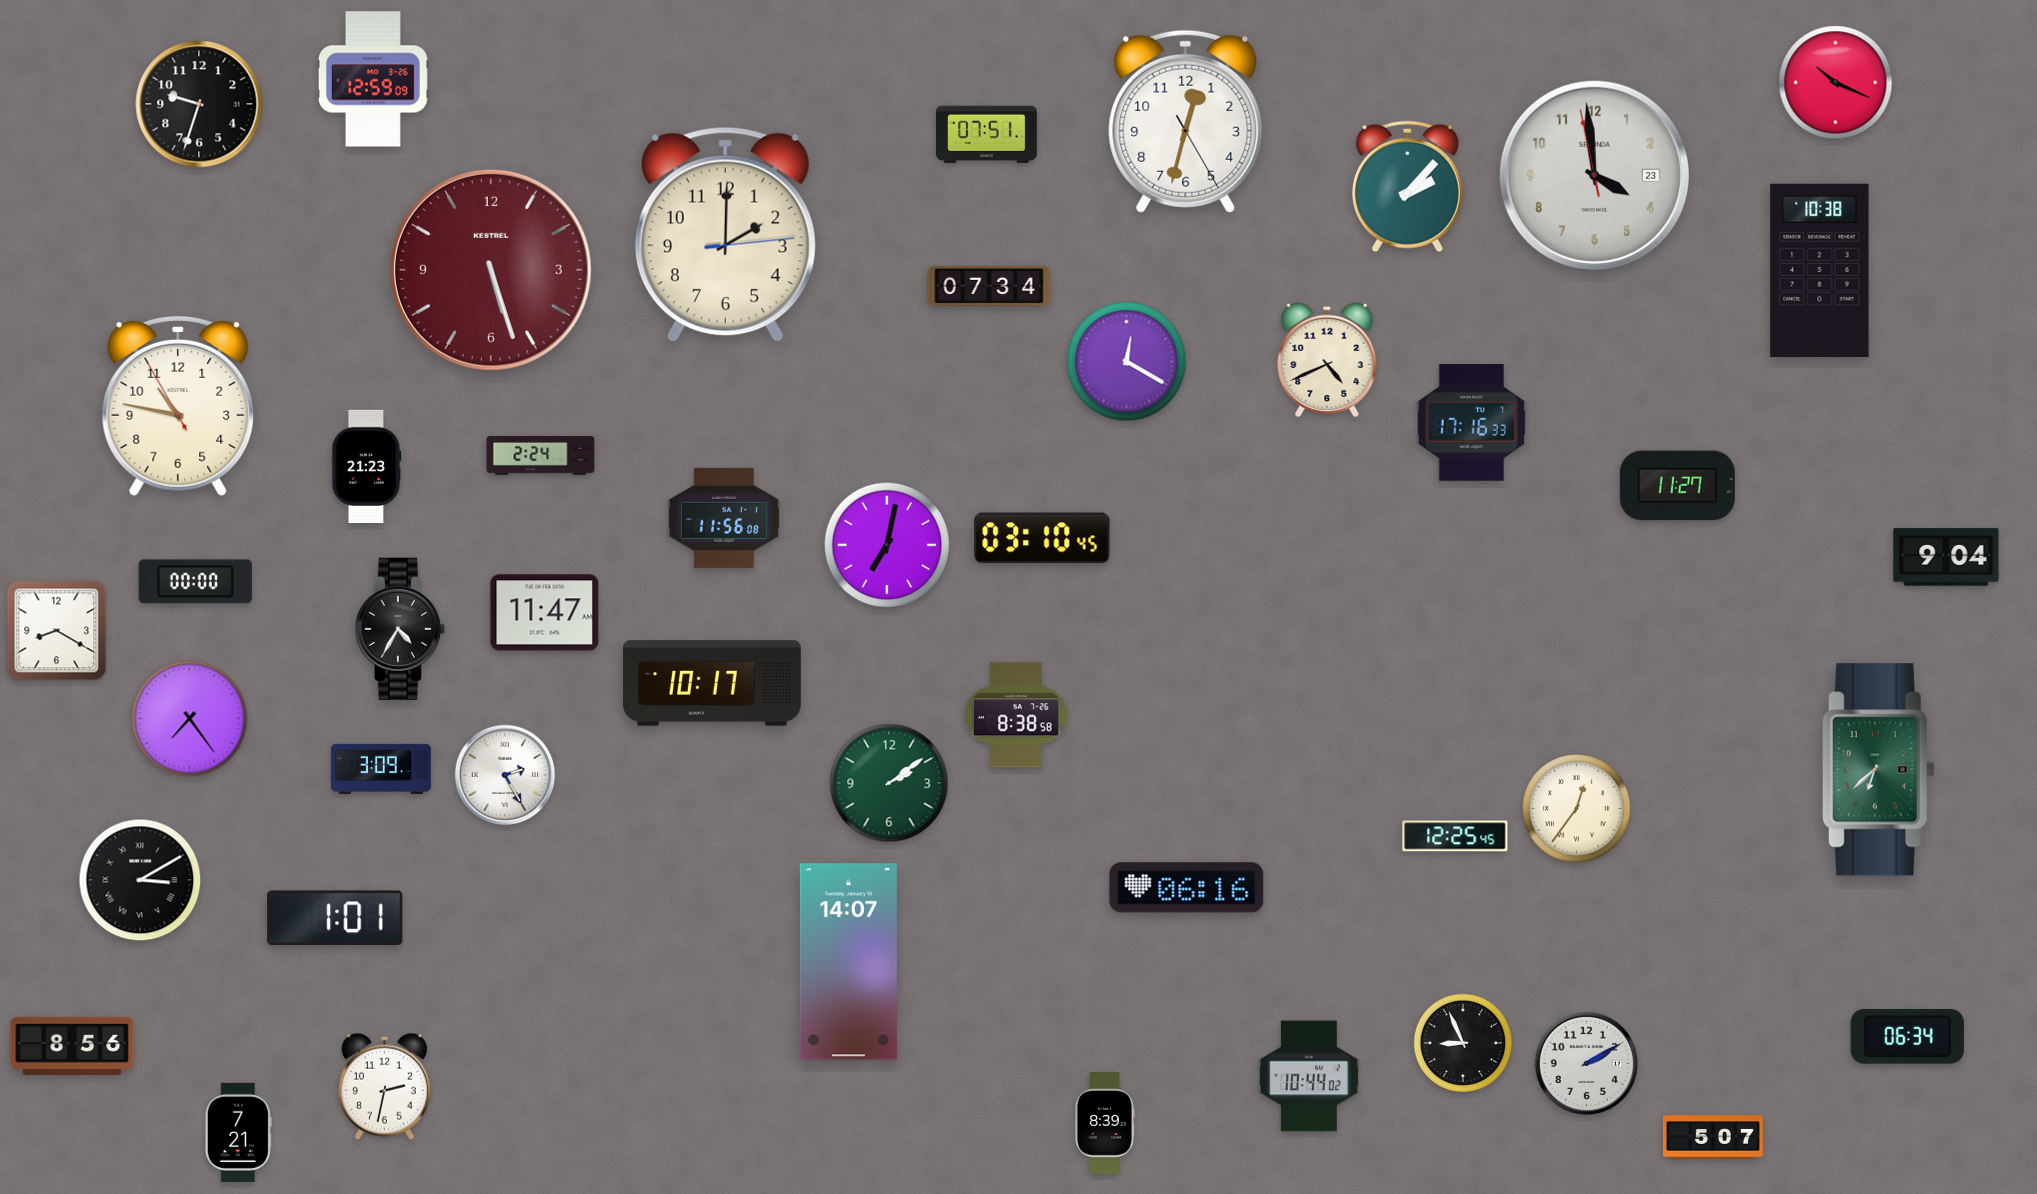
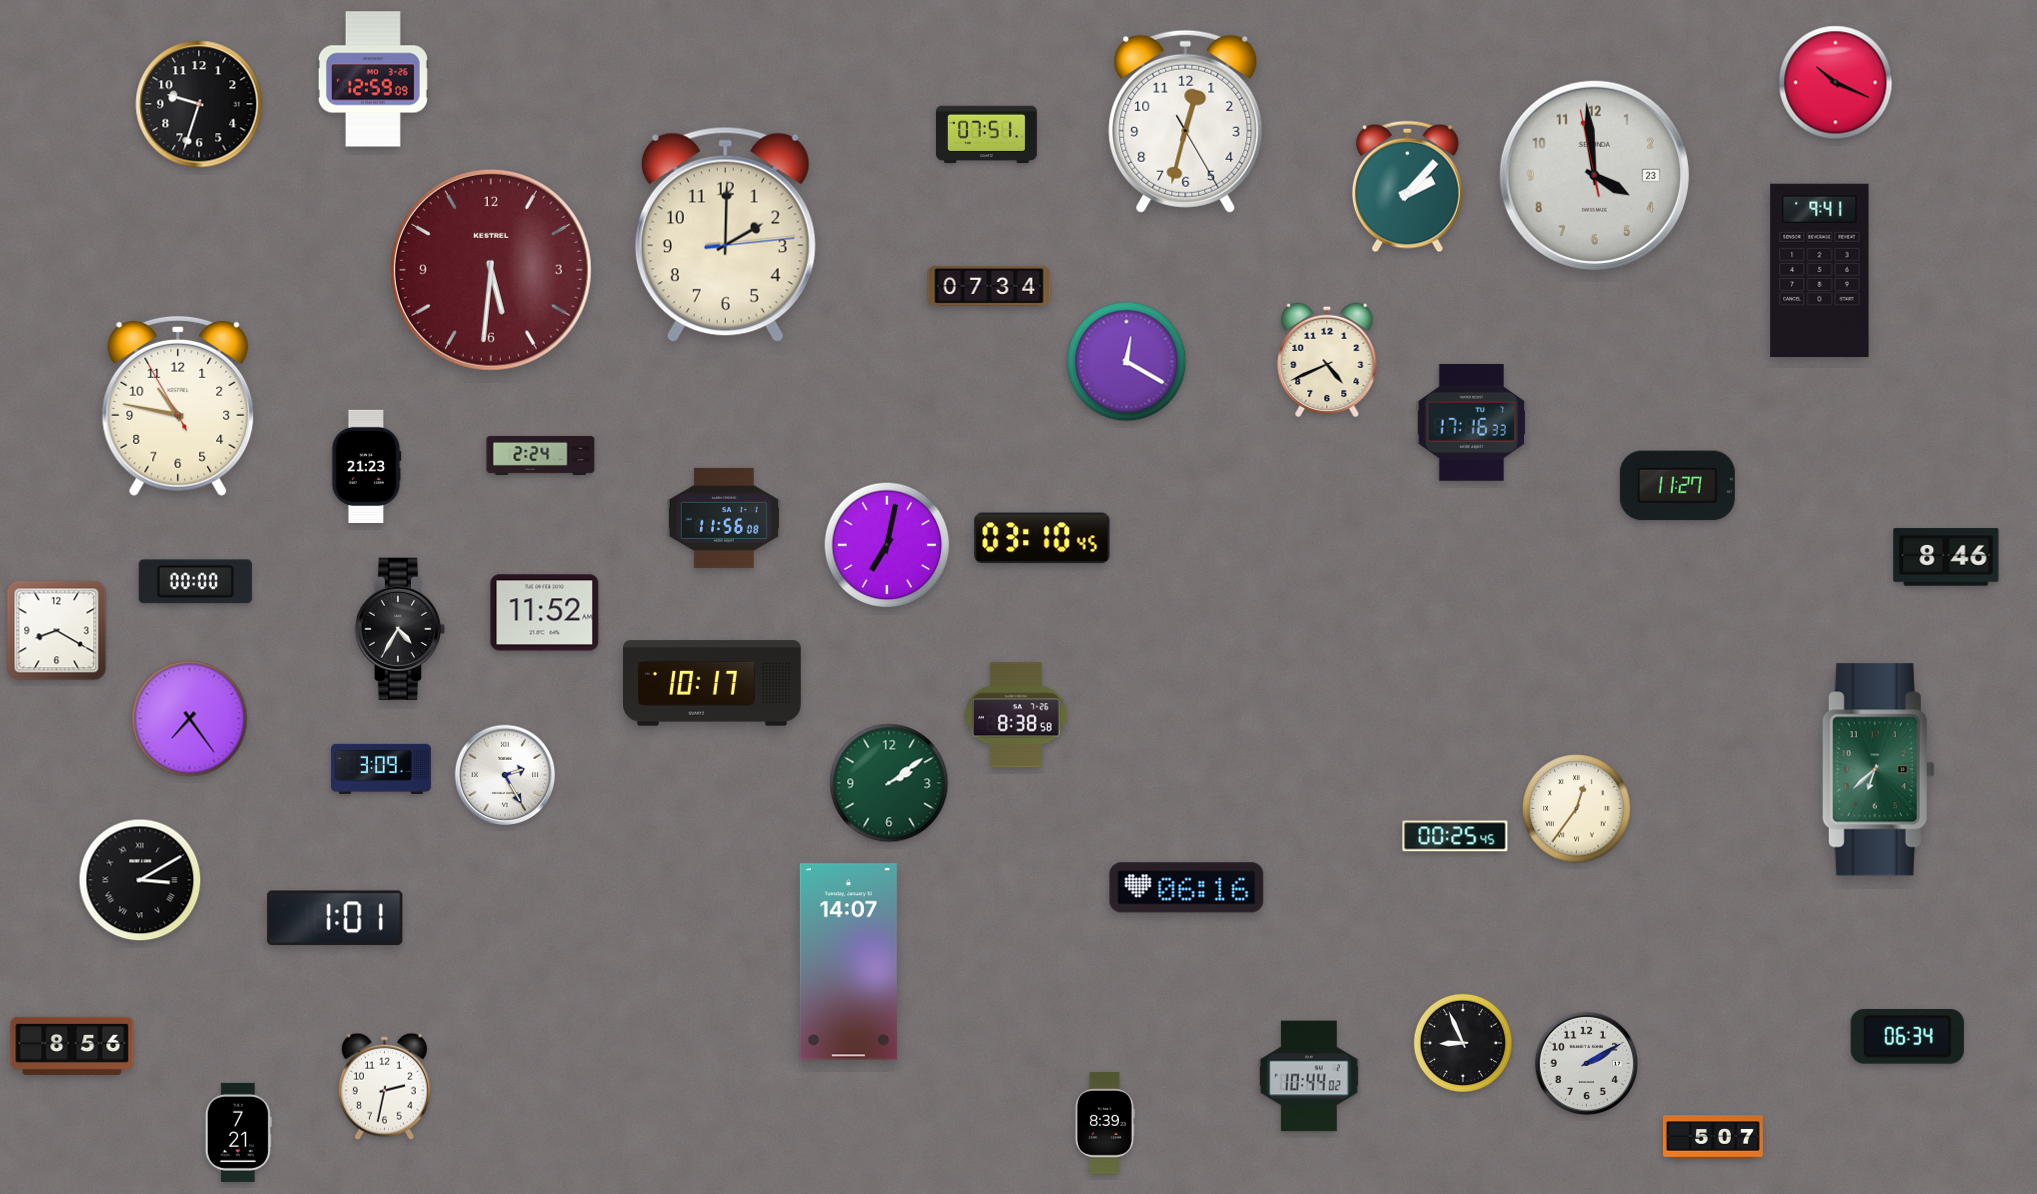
clock at (491, 270): 5:27 -> 5:31
clock at (1820, 271): 10:38 -> 9:41
clock at (1946, 557): 9:04 -> 8:46
clock at (545, 613): 11:47 -> 11:52
clock at (1455, 836): 12:25 -> 00:25
